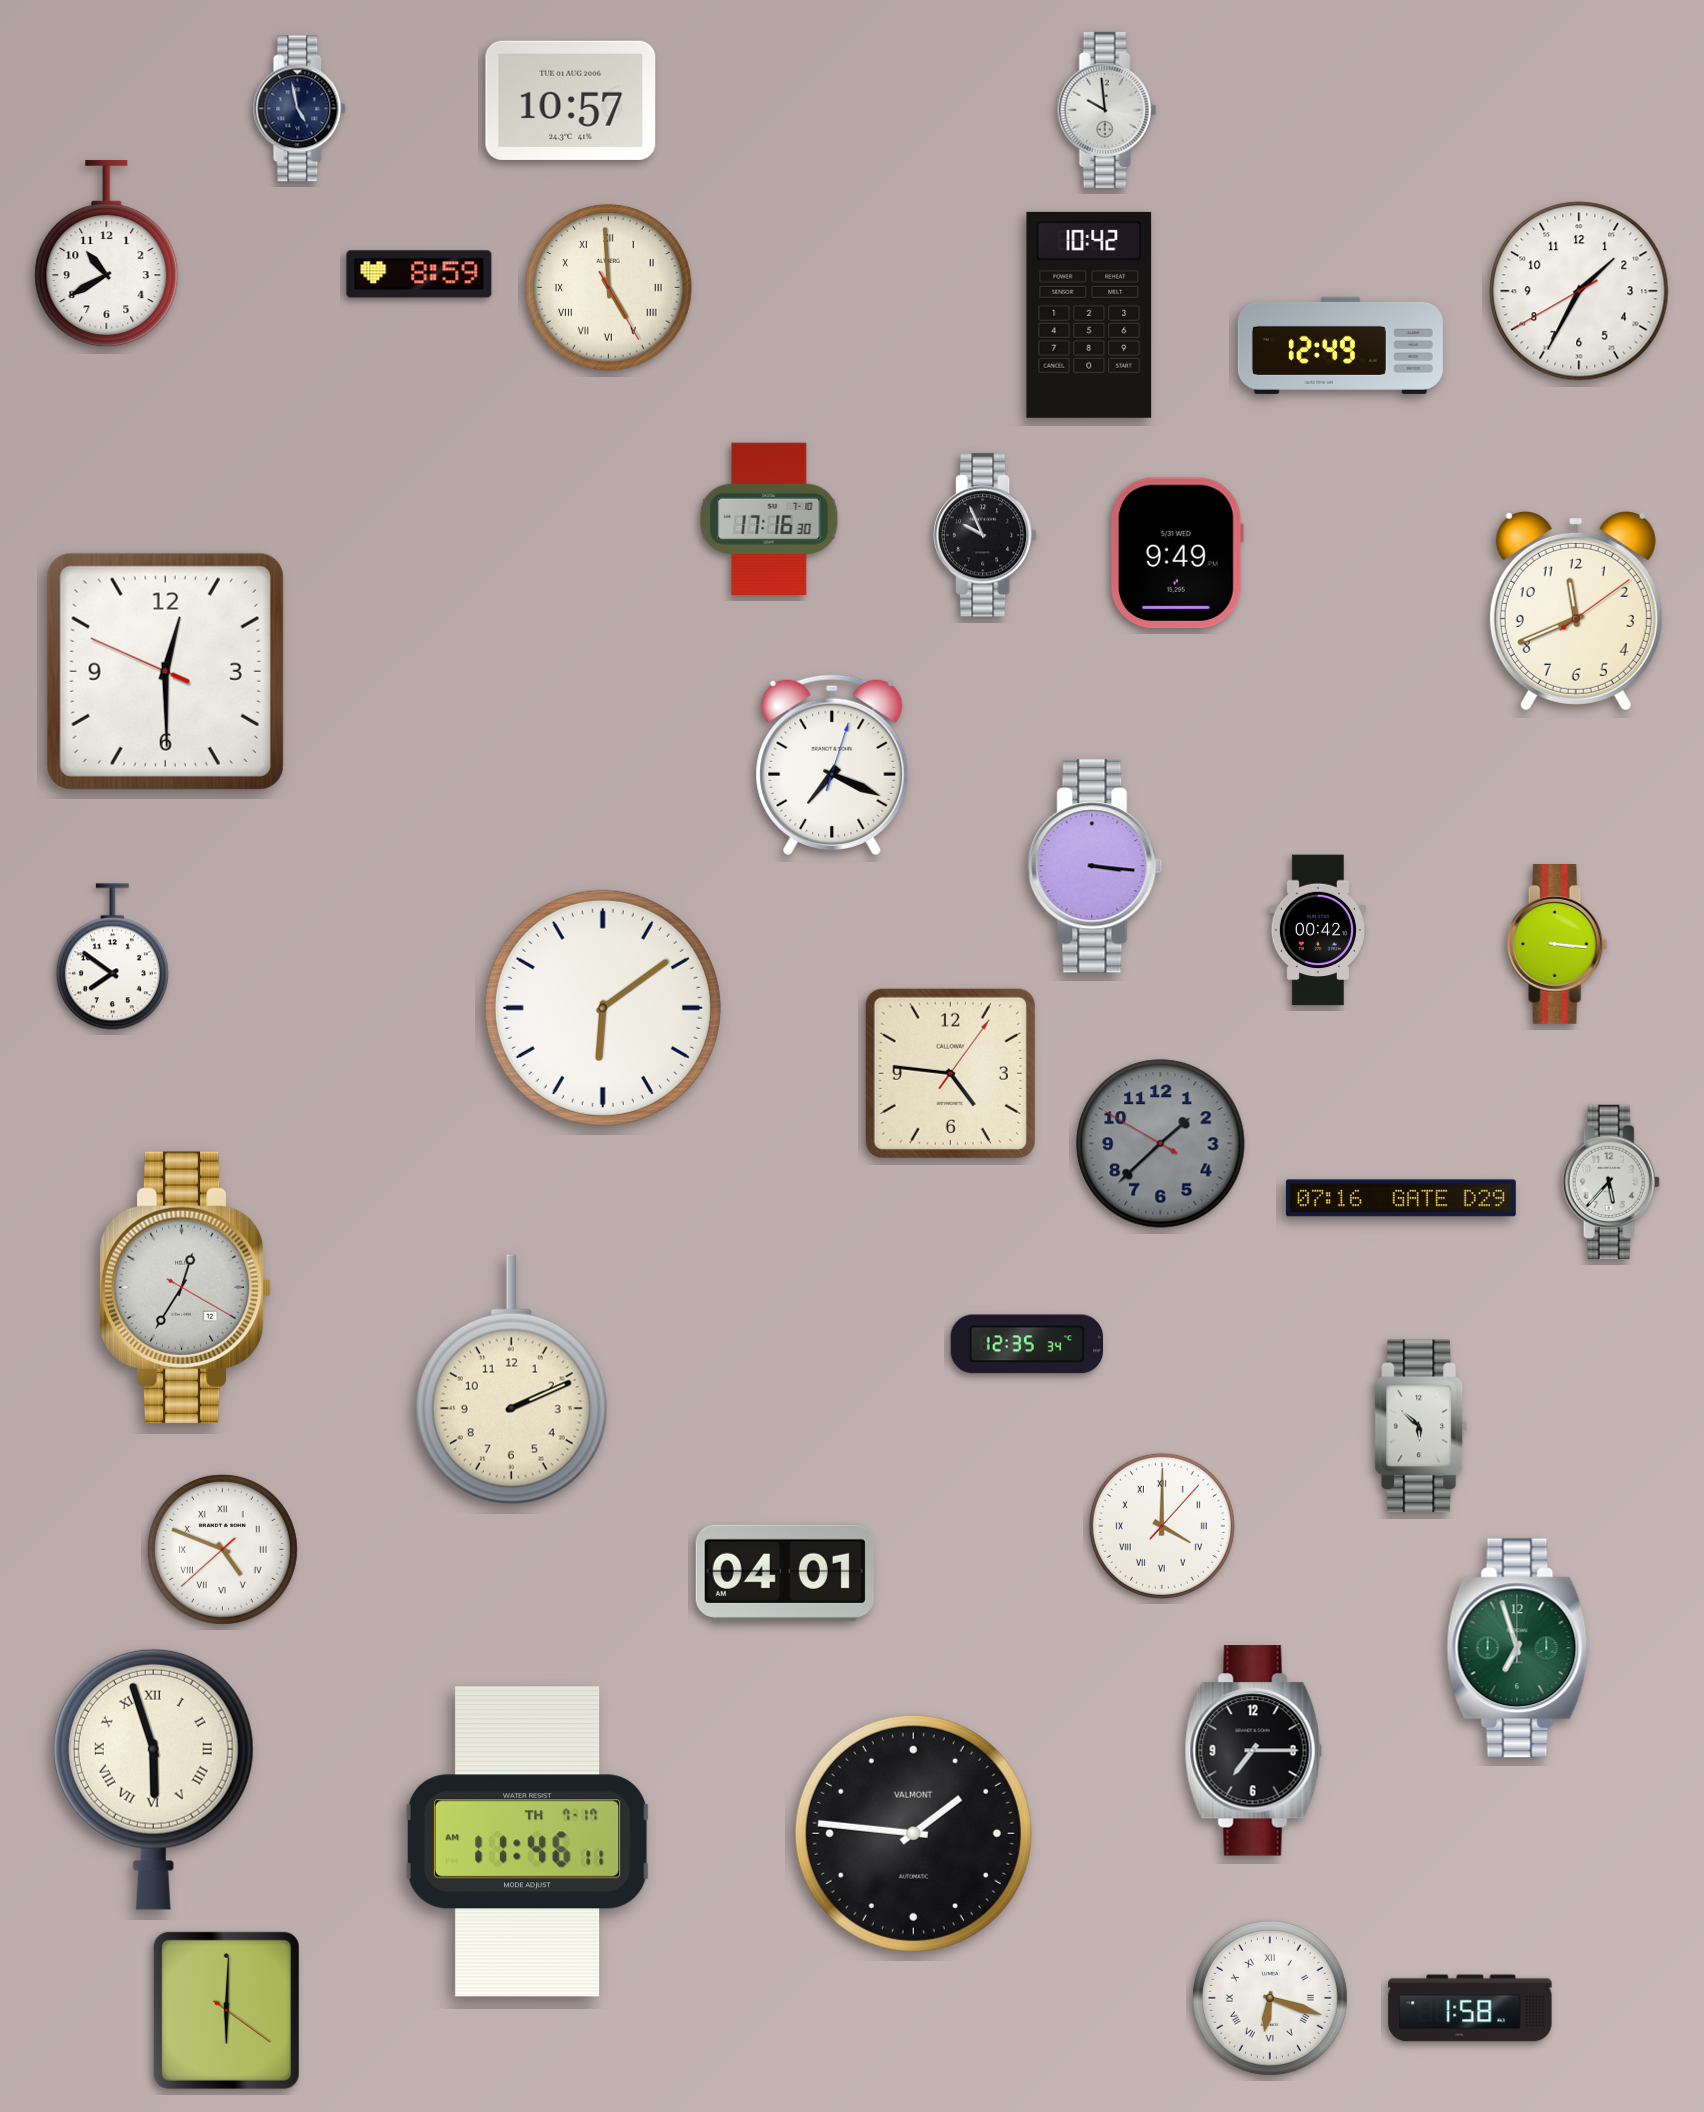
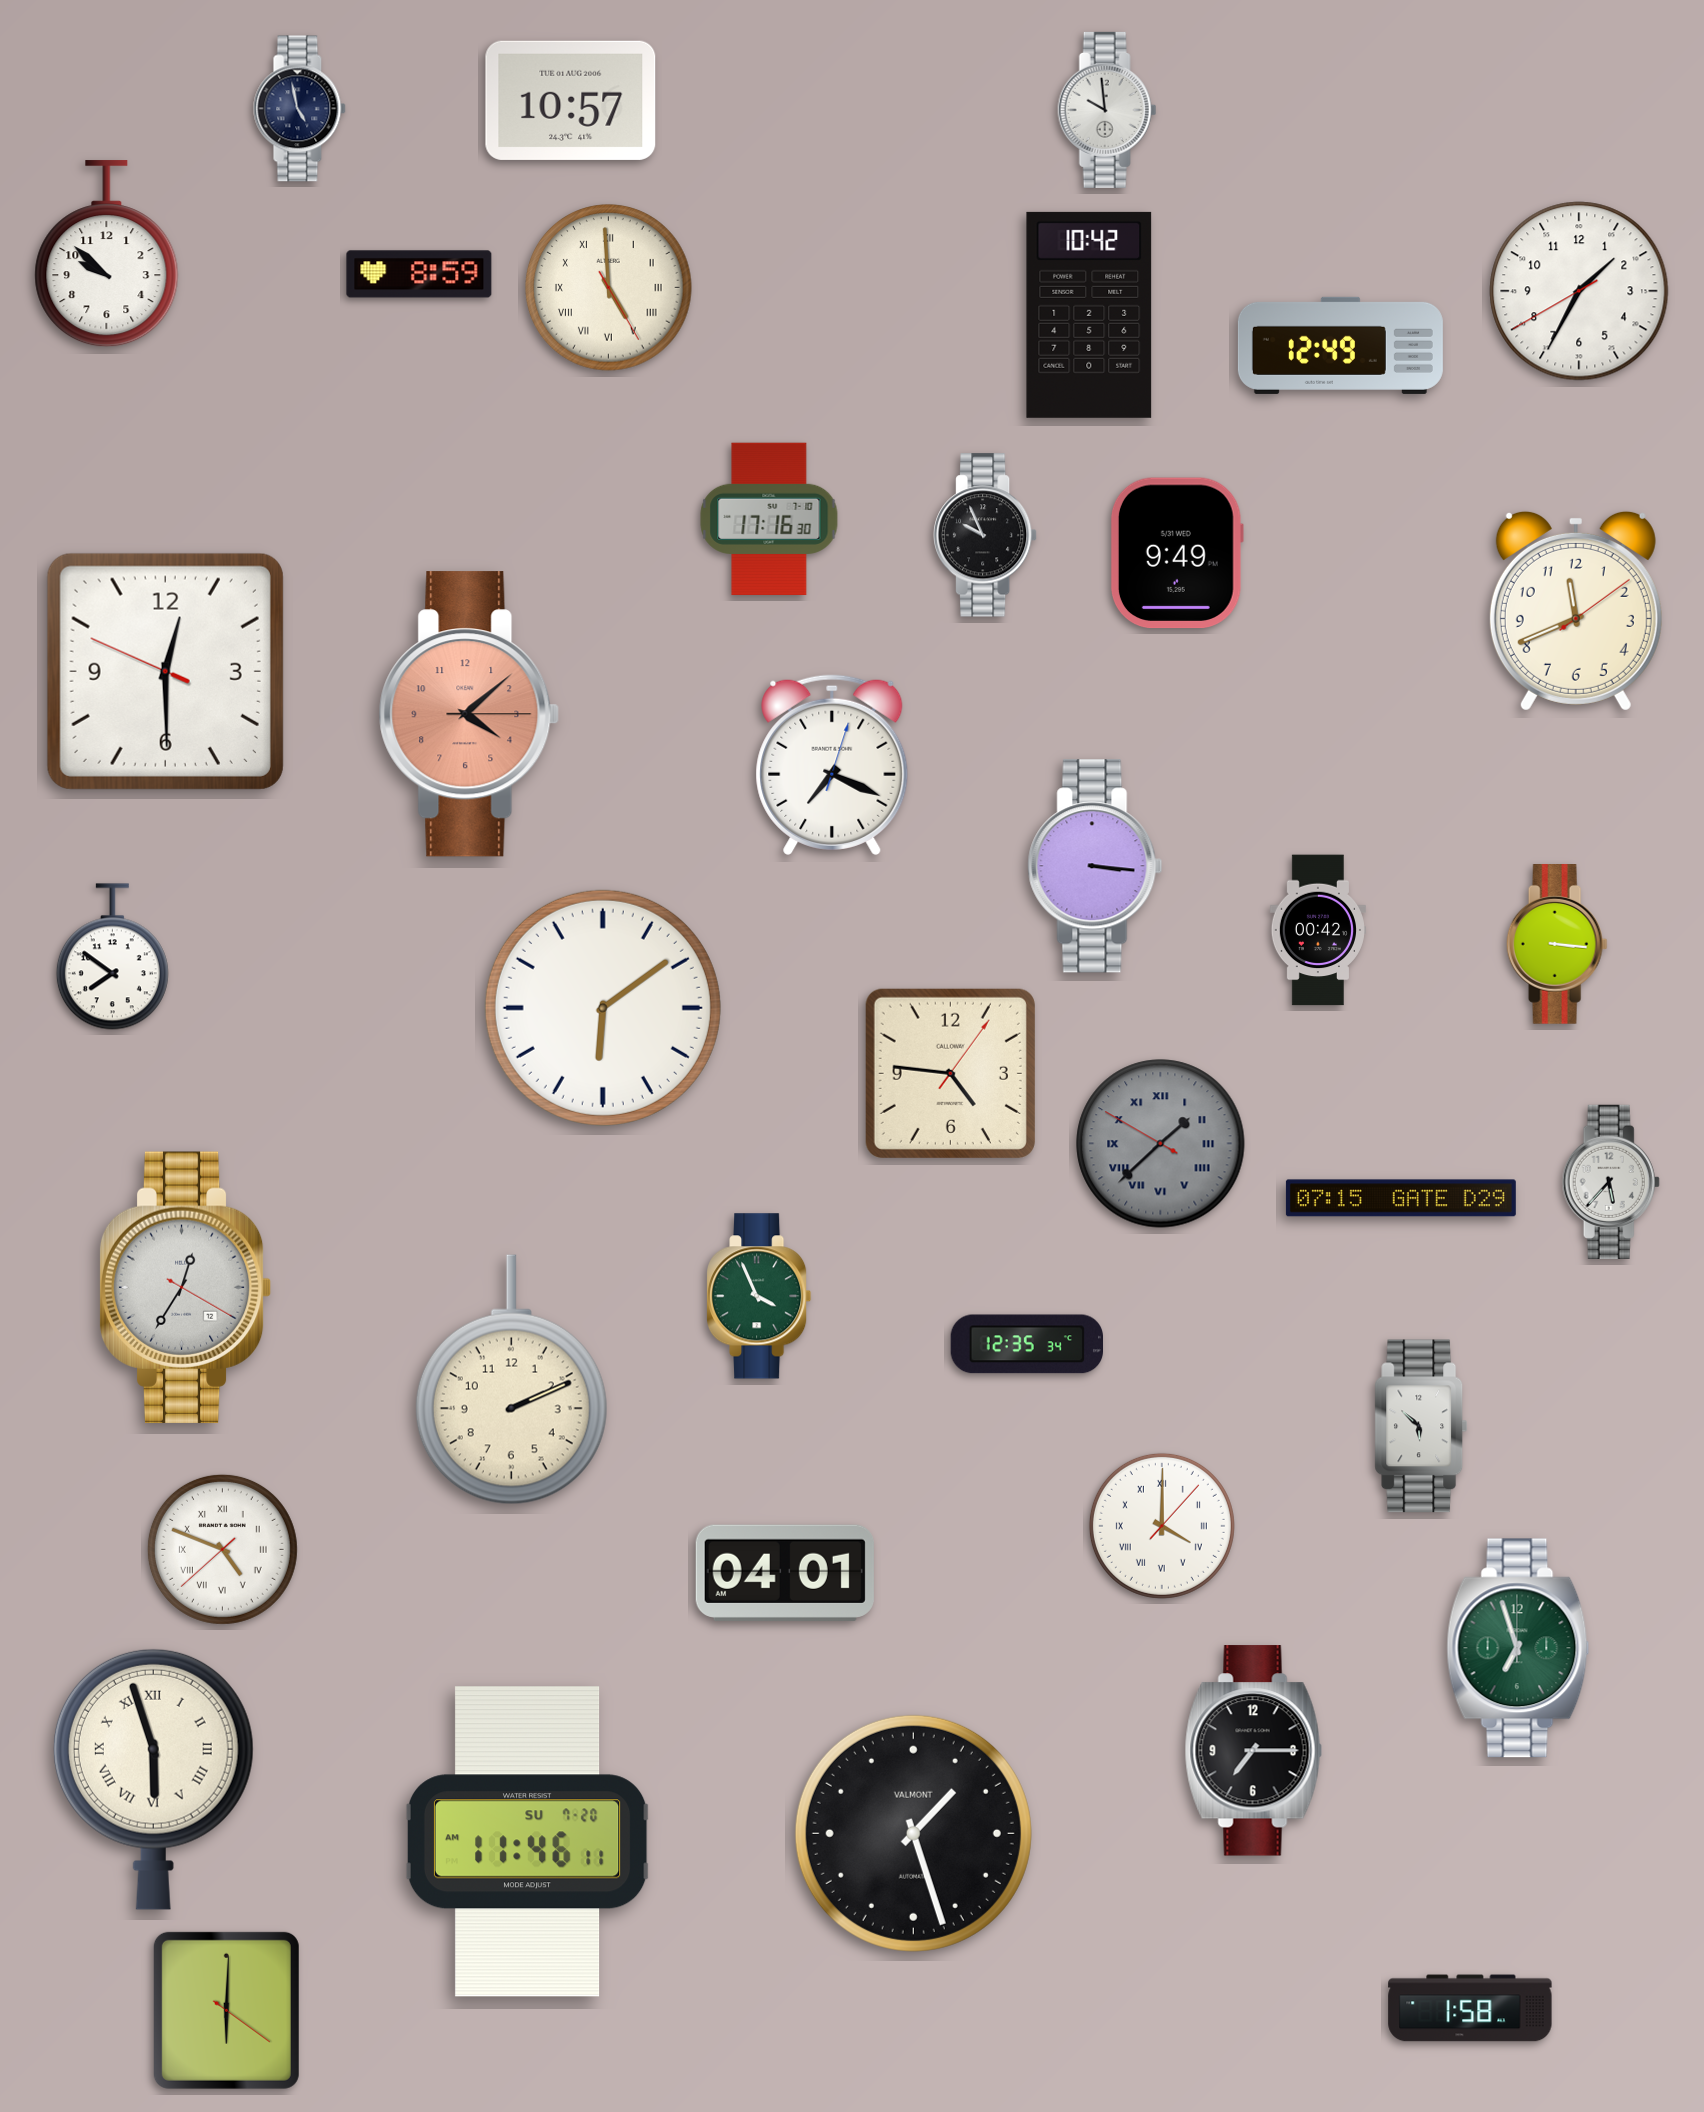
clock at (107, 254): 10:40 -> 9:52
clock at (469, 714): none -> 4:08
clock at (1161, 1144) numerals: Arabic -> Roman
clock at (1401, 1198): 07:16 -> 07:15
clock at (760, 1296): none -> 3:56
clock at (913, 1833): 1:46 -> 1:27
clock at (528, 1842) date: TH 7-17 -> SU 7-20
clock at (1270, 1998): 6:18 -> none
